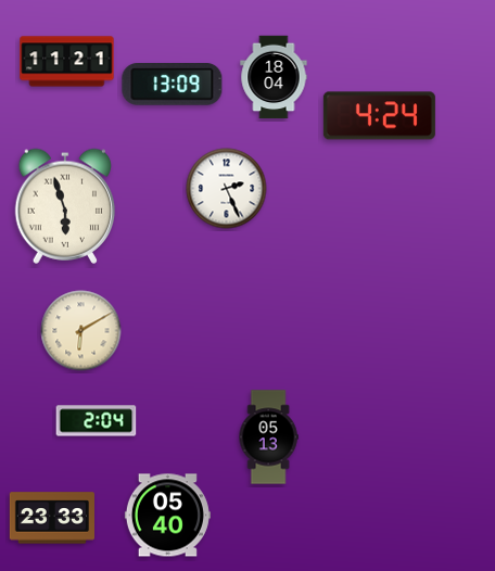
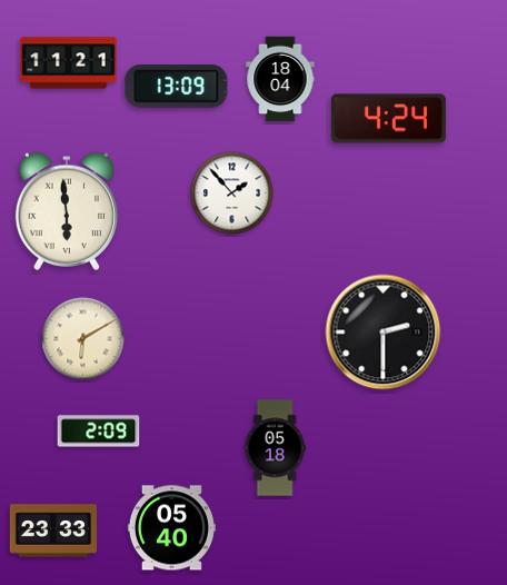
clock at (227, 189): 2:26 -> 1:53
clock at (65, 206): 5:57 -> 5:59
clock at (384, 333): none -> 2:30
clock at (97, 421): 2:04 -> 2:09
clock at (268, 437): 05:13 -> 05:18
